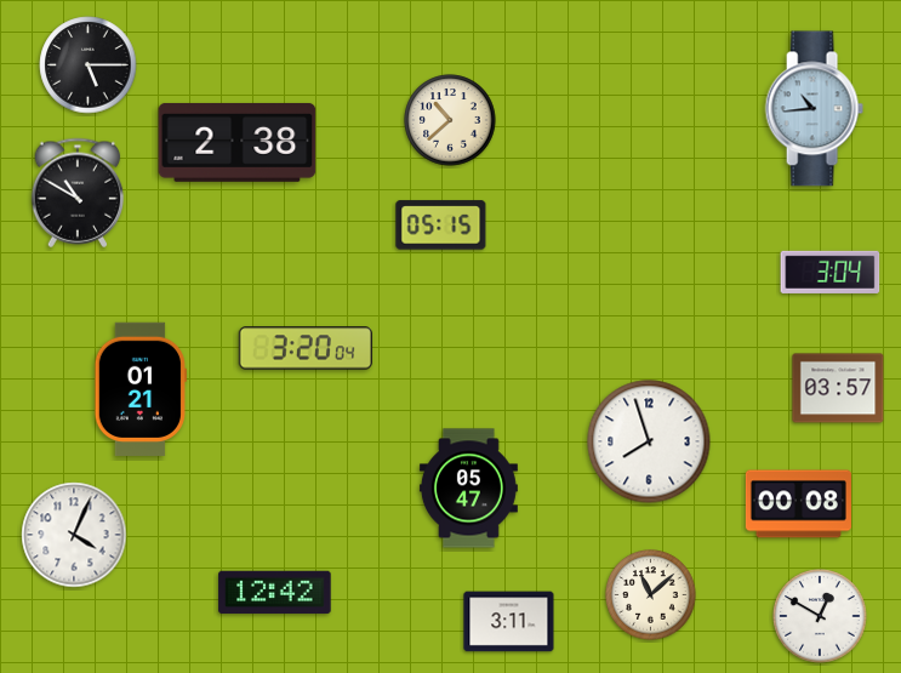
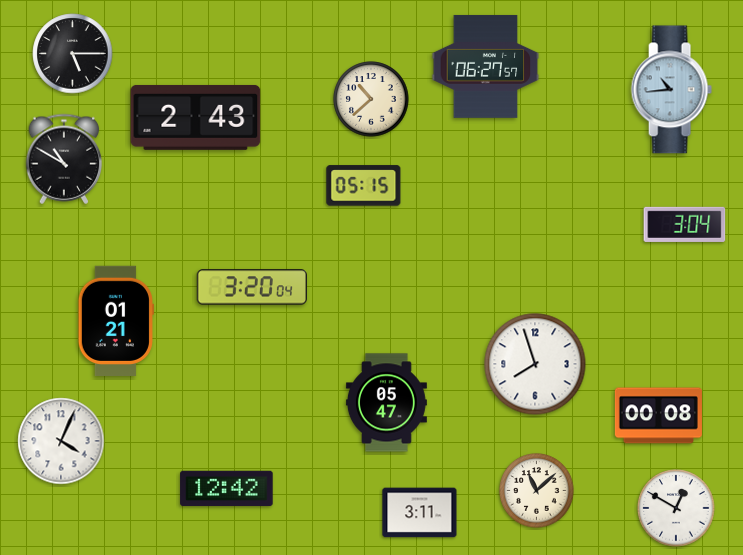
clock at (486, 66): none -> 06:27
clock at (238, 142): 2:38 -> 2:43
clock at (838, 388): 03:57 -> none
